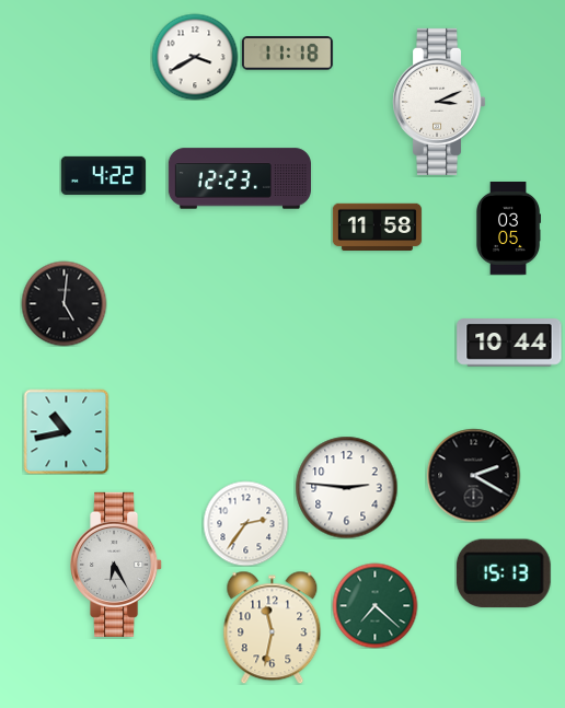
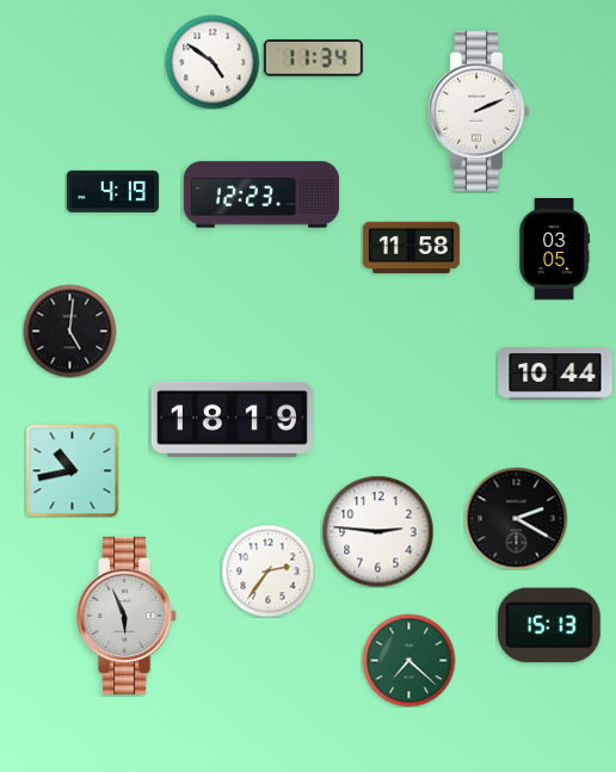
clock at (287, 54): 11:18 -> 11:34
clock at (195, 57): 3:40 -> 4:51
clock at (439, 102): 3:11 -> 2:11
clock at (103, 175): 4:22 -> 4:19
clock at (232, 419): none -> 18:19
clock at (117, 565): 6:25 -> 5:56
clock at (273, 627): 11:32 -> none
